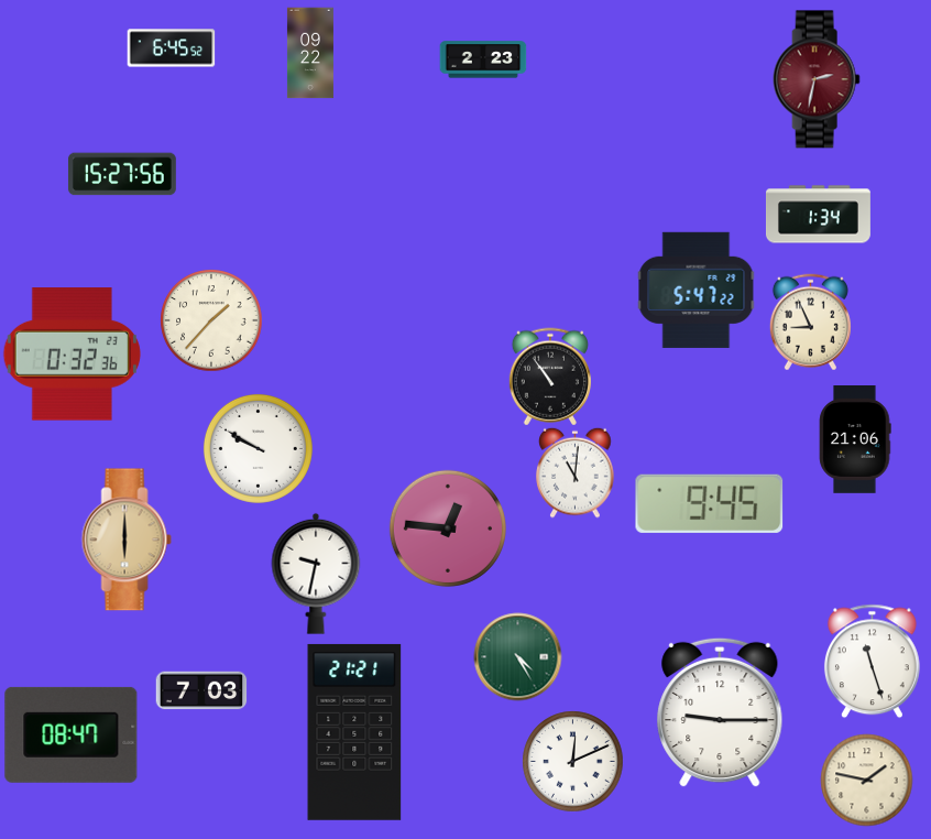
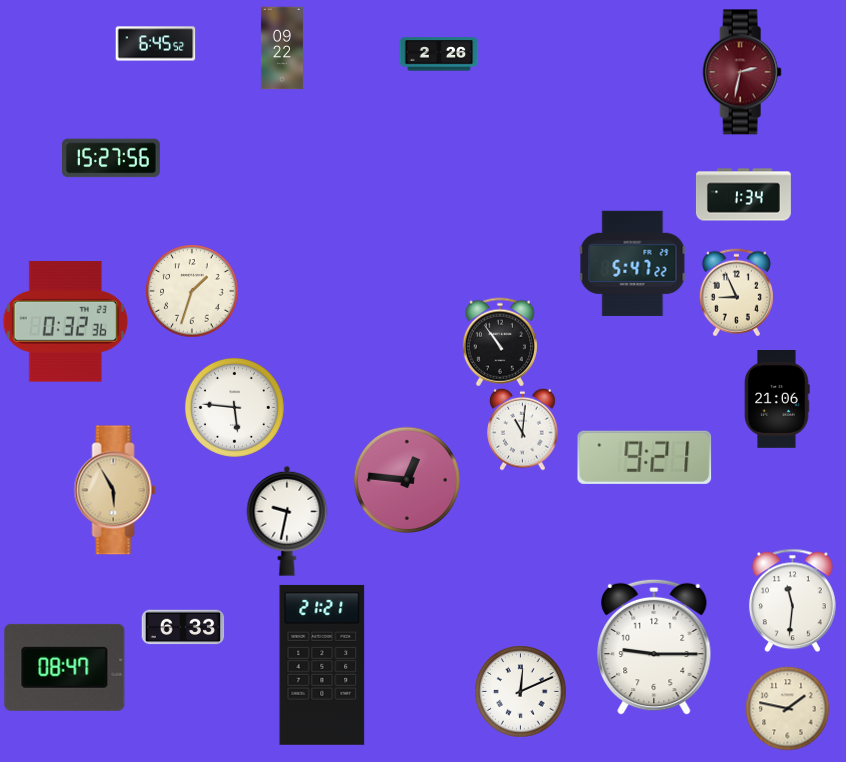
clock at (483, 59): 2:23 -> 2:26
clock at (211, 320): 1:37 -> 1:33
clock at (258, 448): 9:50 -> 5:46
clock at (710, 503): 9:45 -> 9:21
clock at (127, 540): 6:00 -> 5:55
clock at (517, 656): 4:25 -> none
clock at (872, 661): 11:27 -> 11:31
clock at (201, 690): 7:03 -> 6:33
